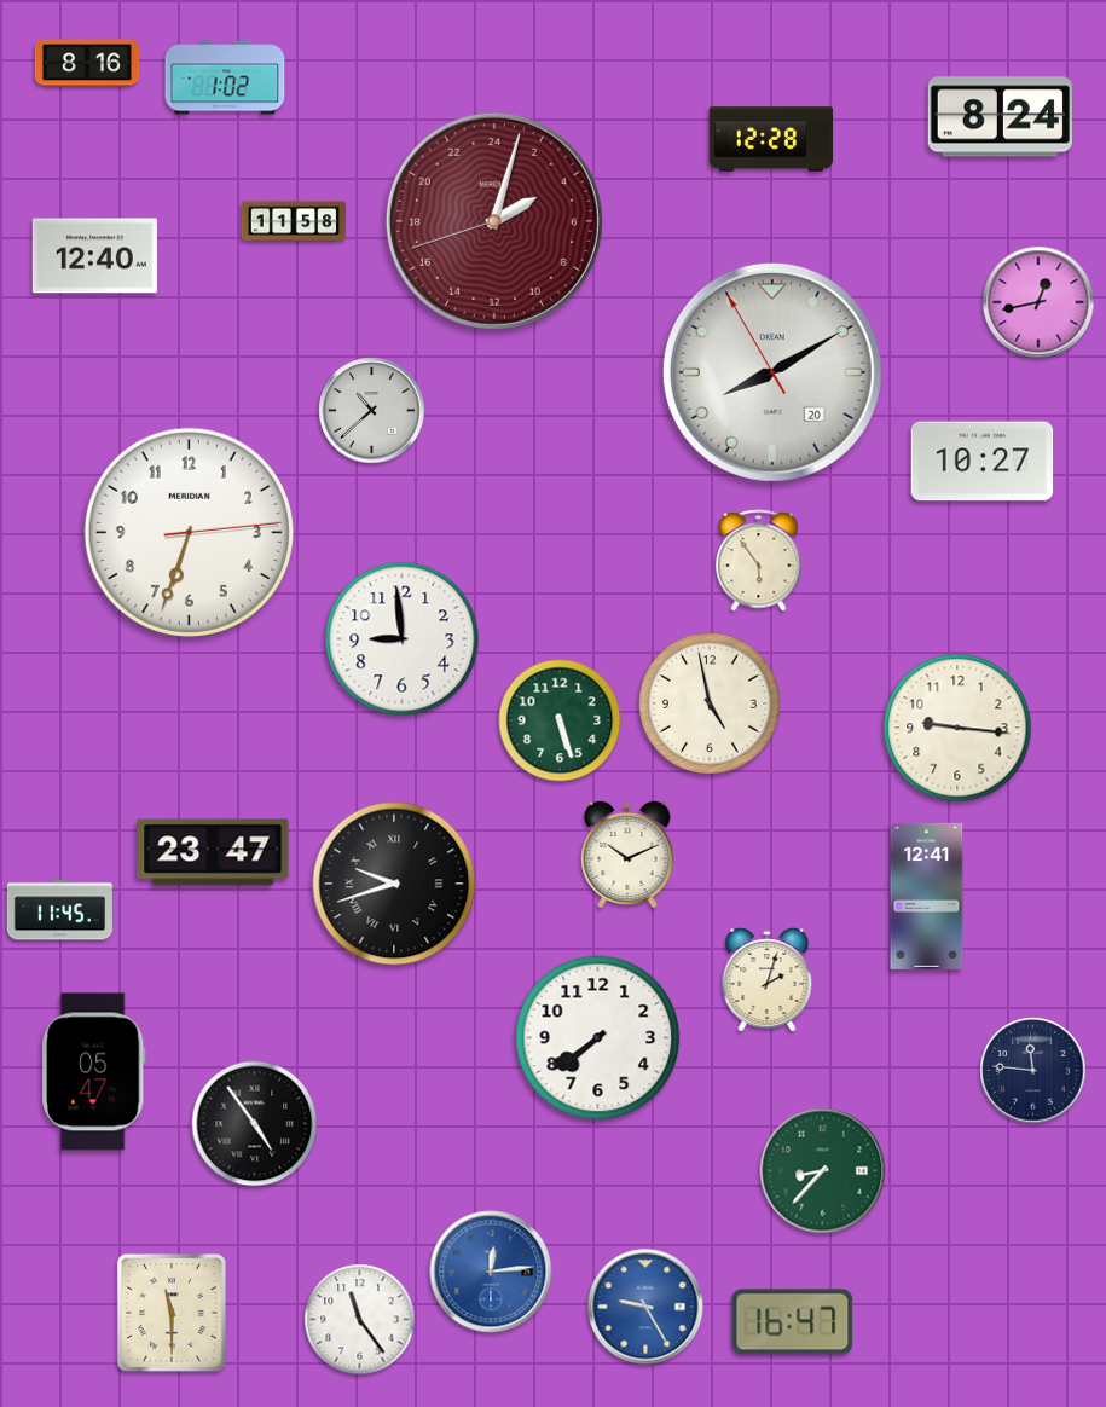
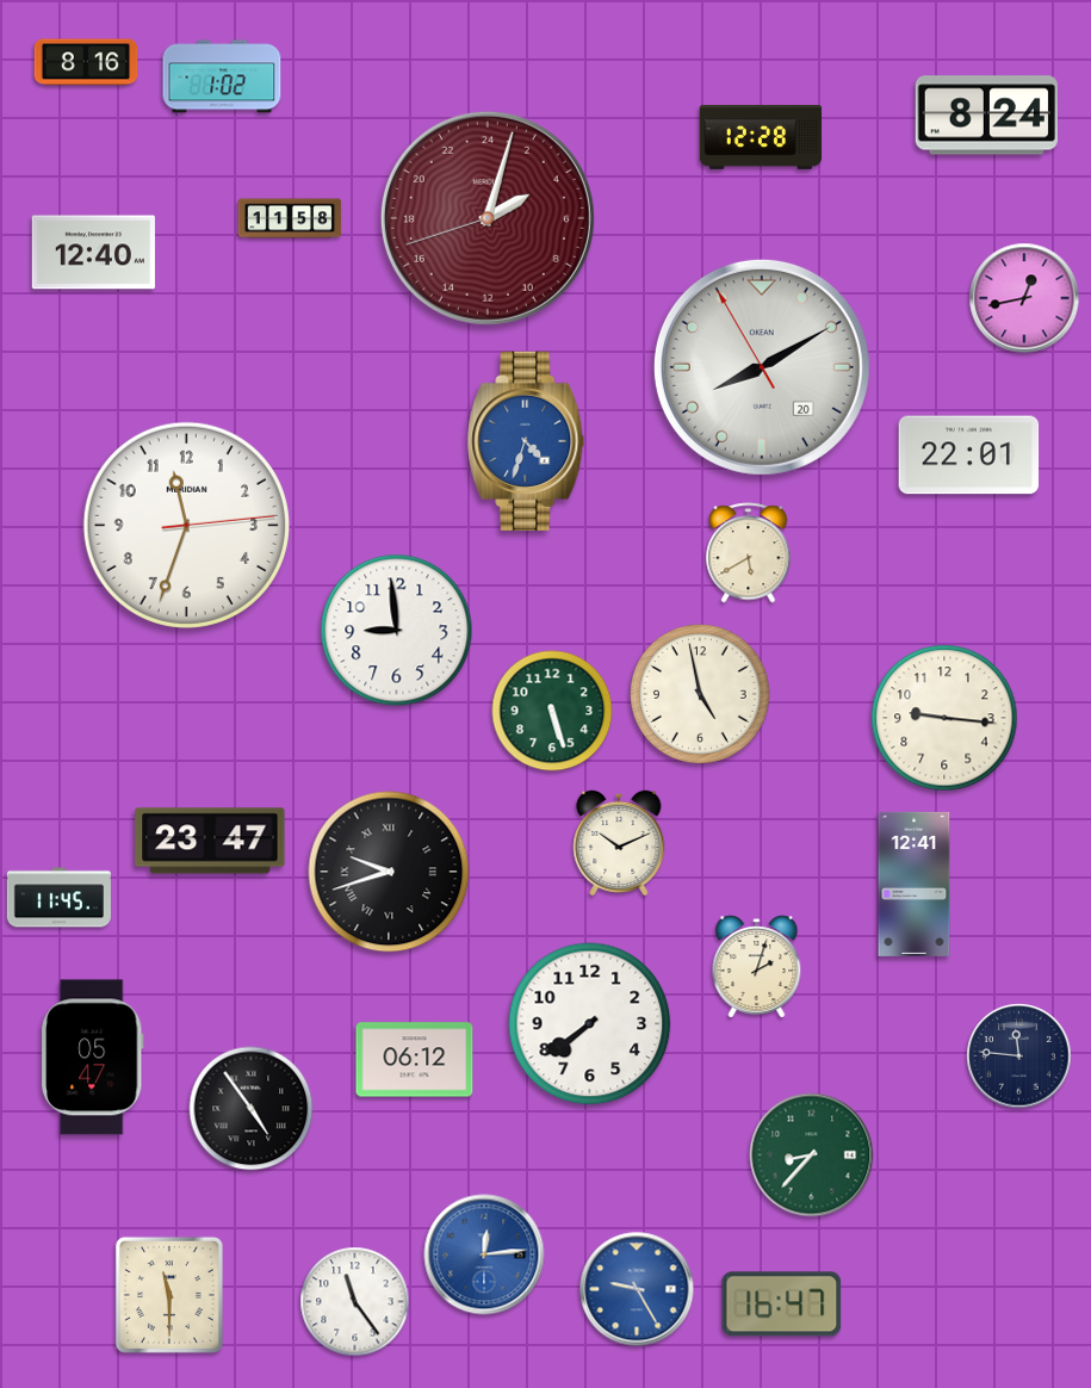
clock at (372, 411): 10:38 -> none
clock at (526, 440): none -> 4:33
clock at (983, 462): 10:27 -> 22:01
clock at (189, 532): 6:33 -> 11:33
clock at (759, 561): 5:54 -> 5:40
clock at (415, 1060): none -> 06:12
